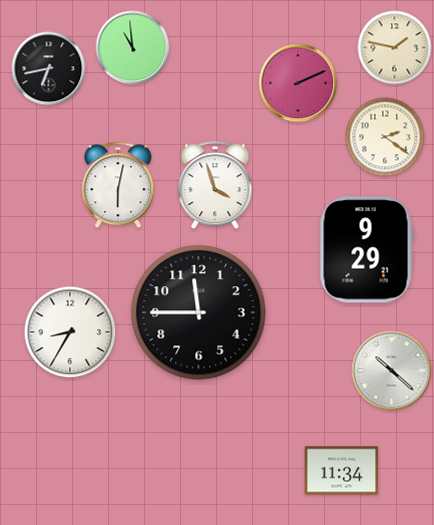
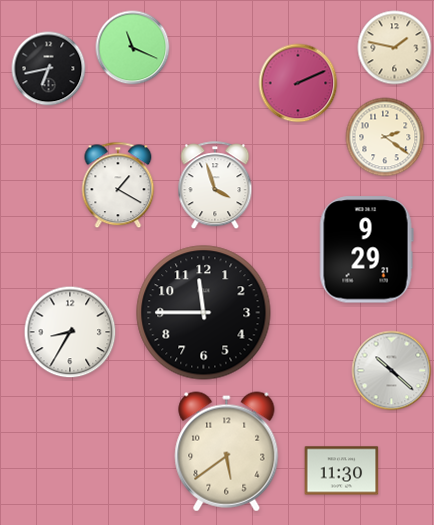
clock at (133, 48): 10:59 -> 11:19
clock at (118, 185): 6:02 -> 1:20
clock at (199, 313) position: (199, 313) -> (204, 313)
clock at (227, 452): none -> 5:39
clock at (342, 471): 11:34 -> 11:30
